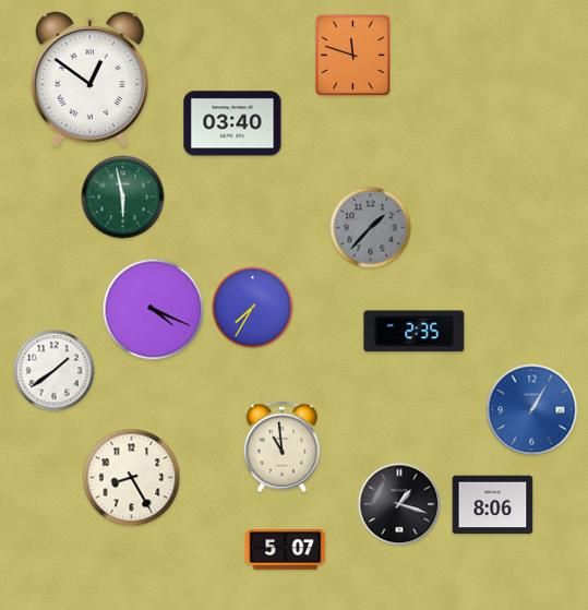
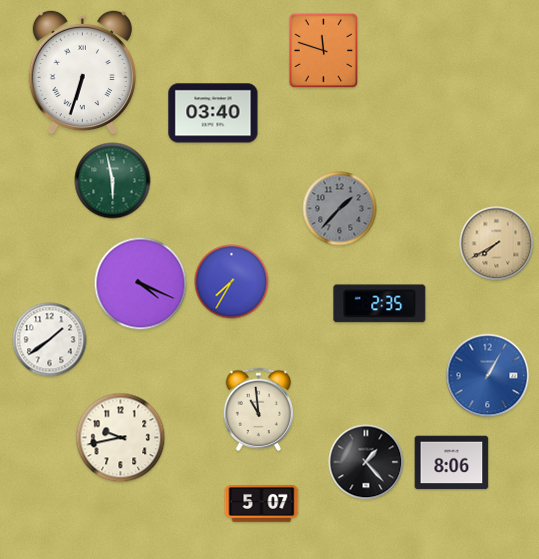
clock at (89, 79): 12:51 -> 6:33
clock at (497, 244): none -> 7:40
clock at (132, 478): 8:25 -> 9:43
clock at (399, 504): 1:18 -> 1:23
